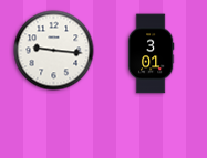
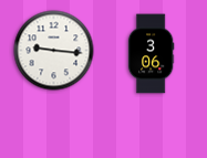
clock at (151, 54): 3:01 -> 3:06
